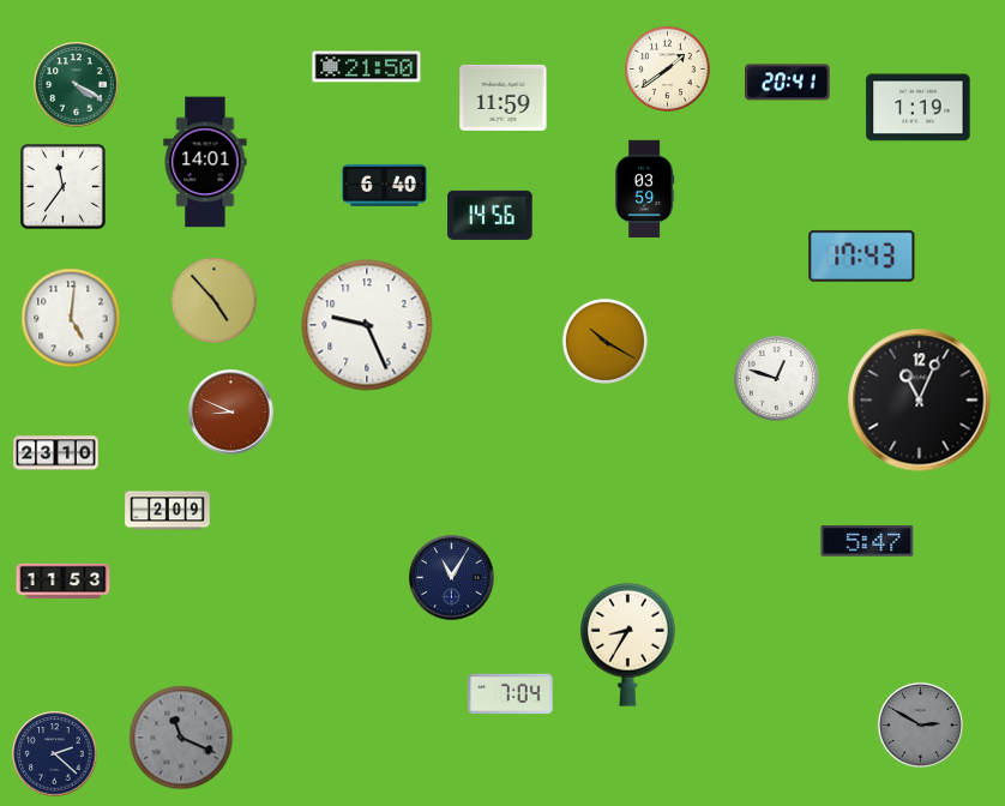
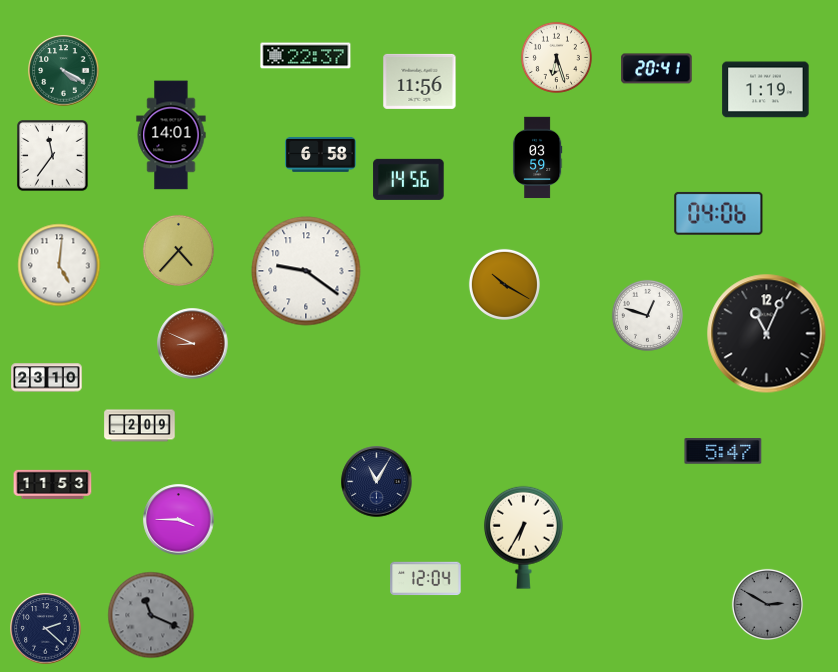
clock at (367, 67): 21:50 -> 22:37
clock at (667, 68): 1:39 -> 6:27
clock at (504, 97): 11:59 -> 11:56
clock at (385, 185): 6:40 -> 6:58
clock at (862, 255): 17:43 -> 04:06
clock at (213, 300): 4:53 -> 4:37
clock at (367, 325): 9:26 -> 9:21
clock at (179, 520): none -> 3:45
clock at (627, 644): 8:35 -> 6:35
clock at (511, 694): 7:04 -> 12:04
